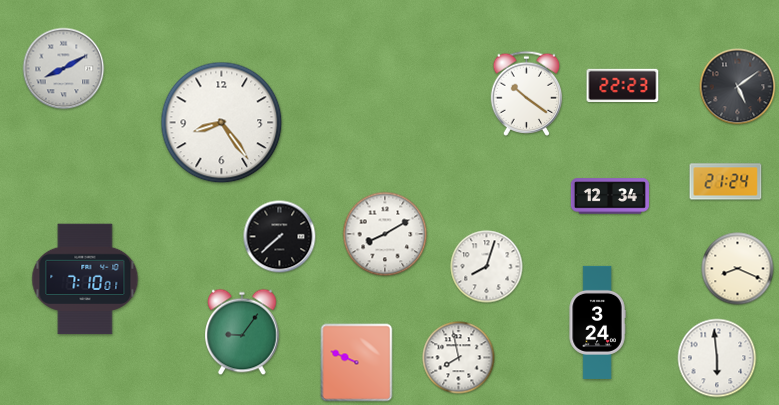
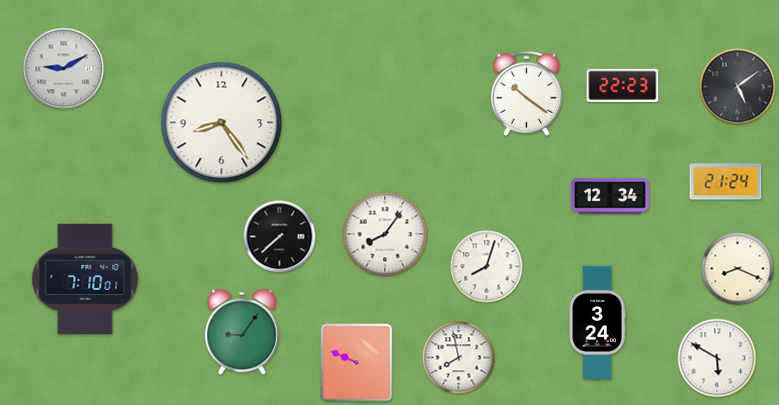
clock at (64, 69): 8:10 -> 9:10
clock at (385, 234): 8:10 -> 8:06
clock at (717, 358): 5:59 -> 5:50
